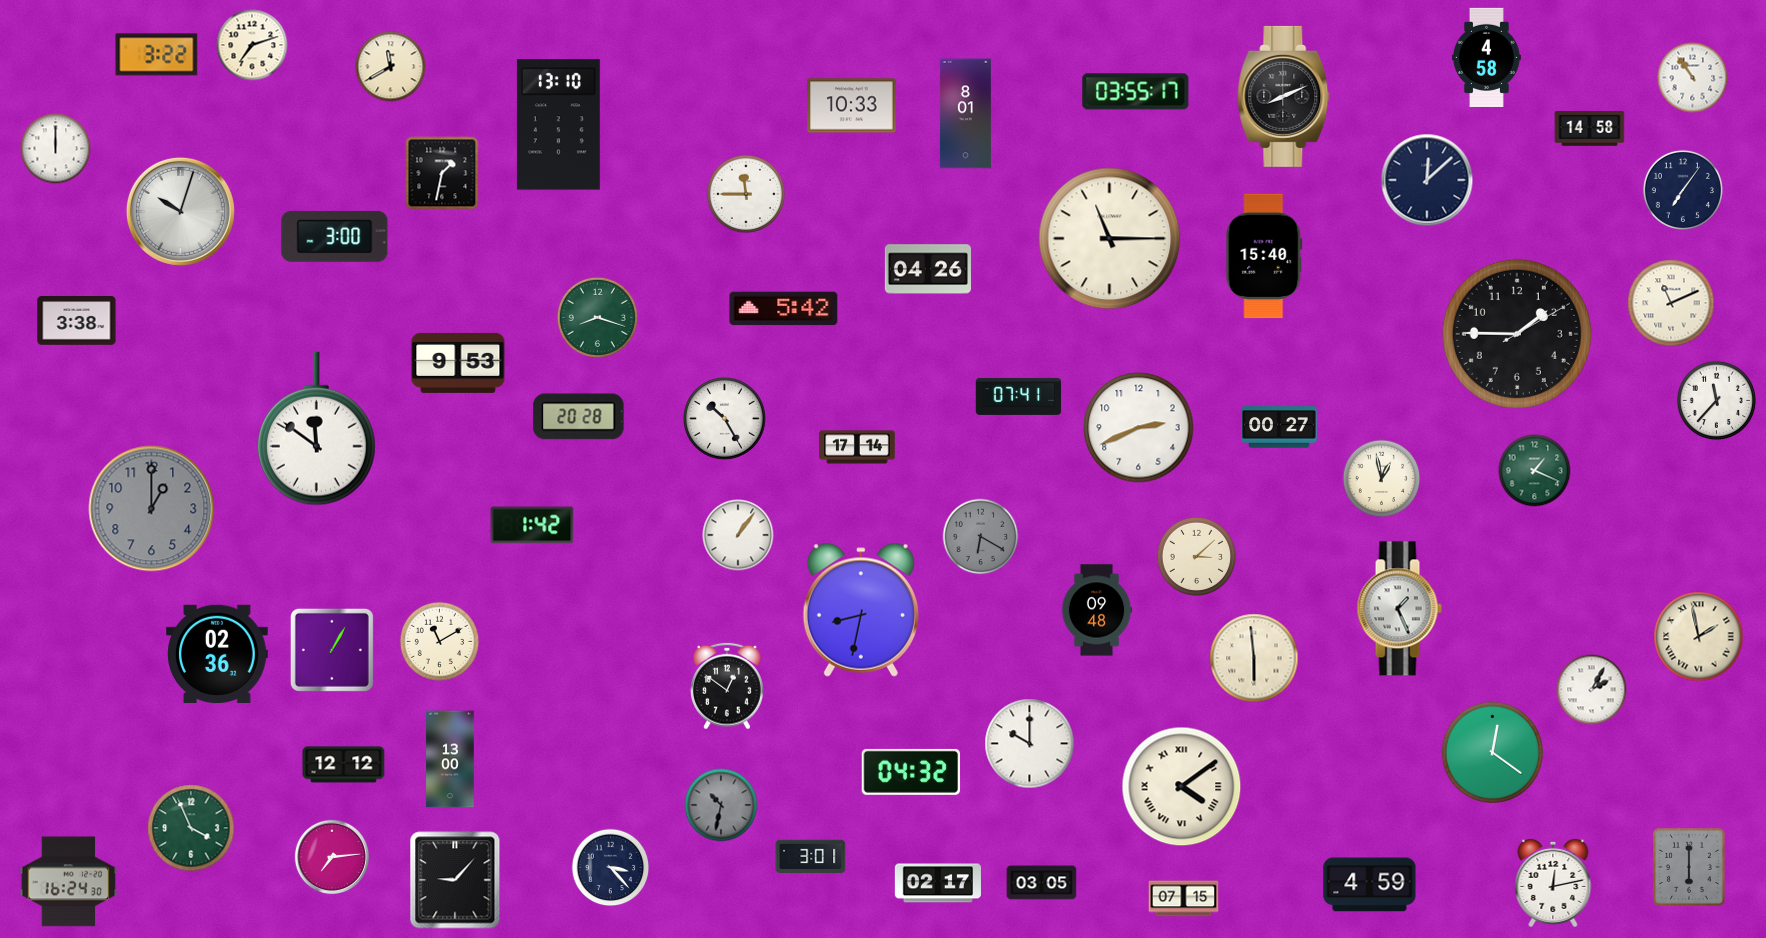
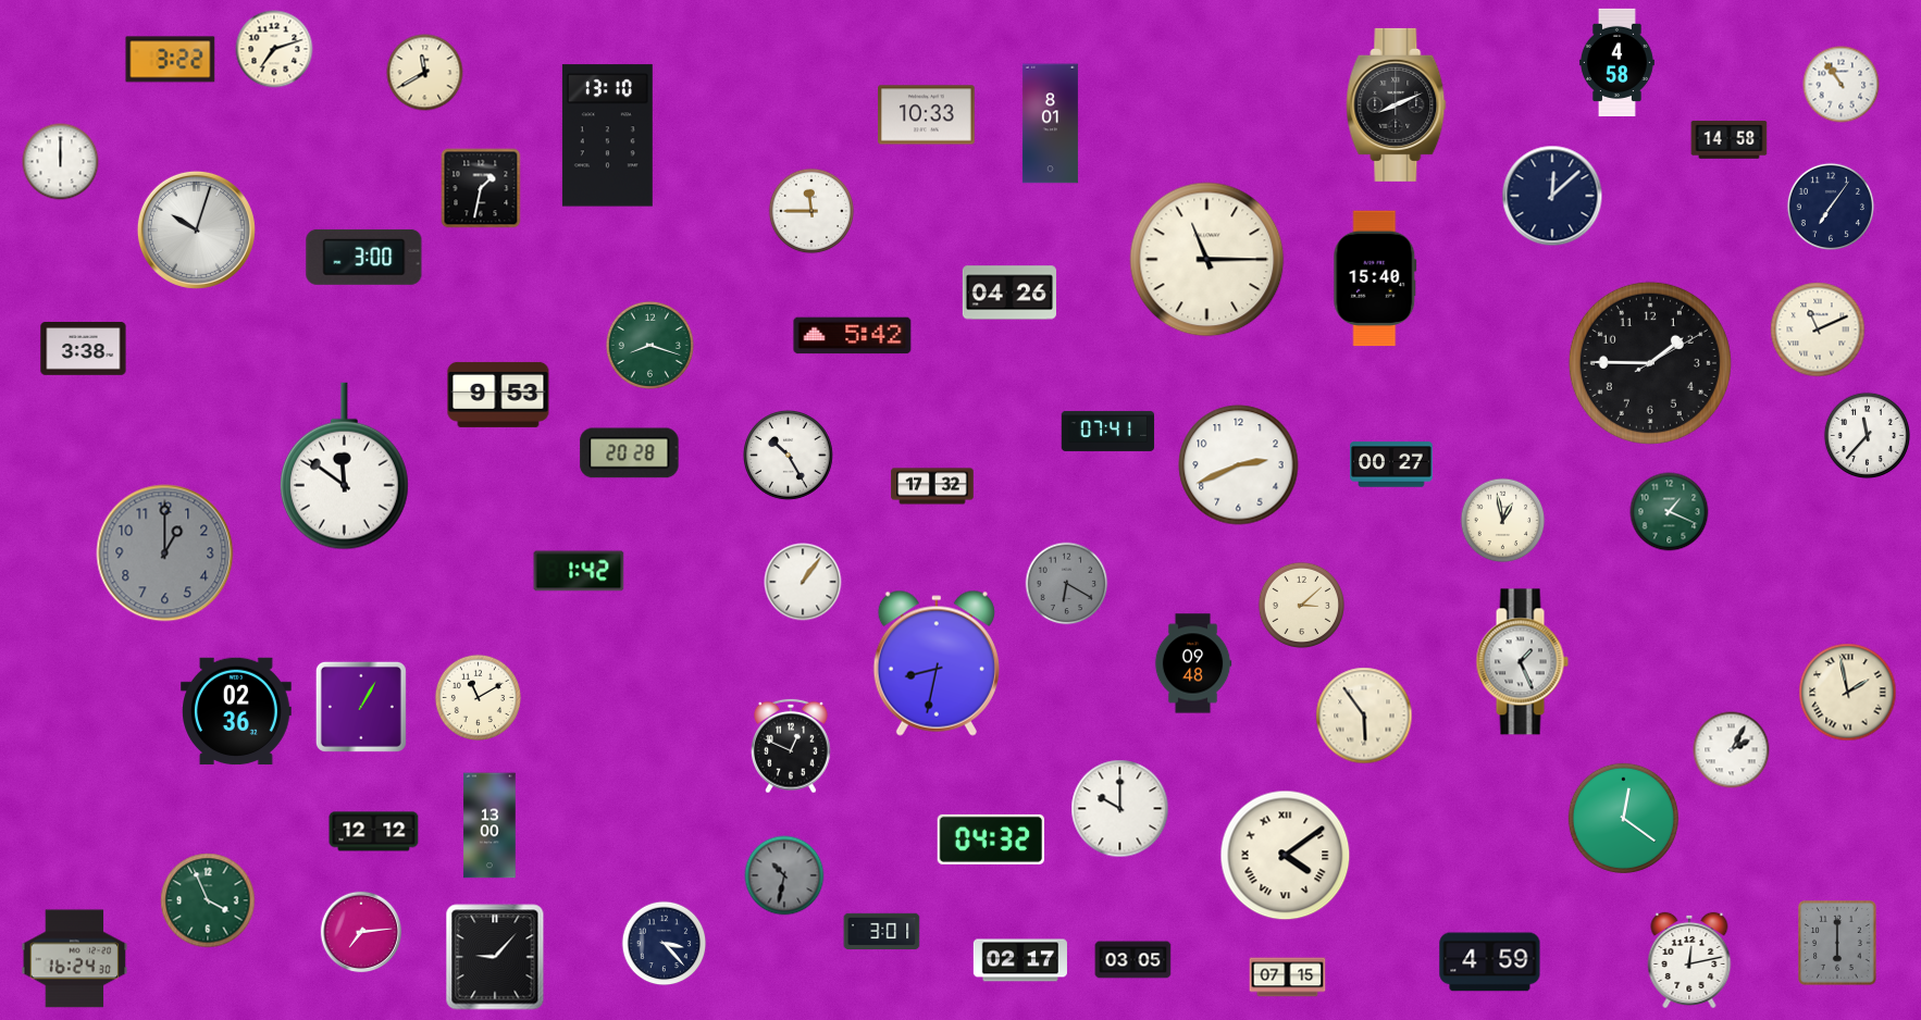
clock at (1136, 92): 03:55 -> none
clock at (857, 447): 17:14 -> 17:32
clock at (1254, 658): 5:59 -> 5:54
clock at (728, 686): 12:51 -> 12:49
